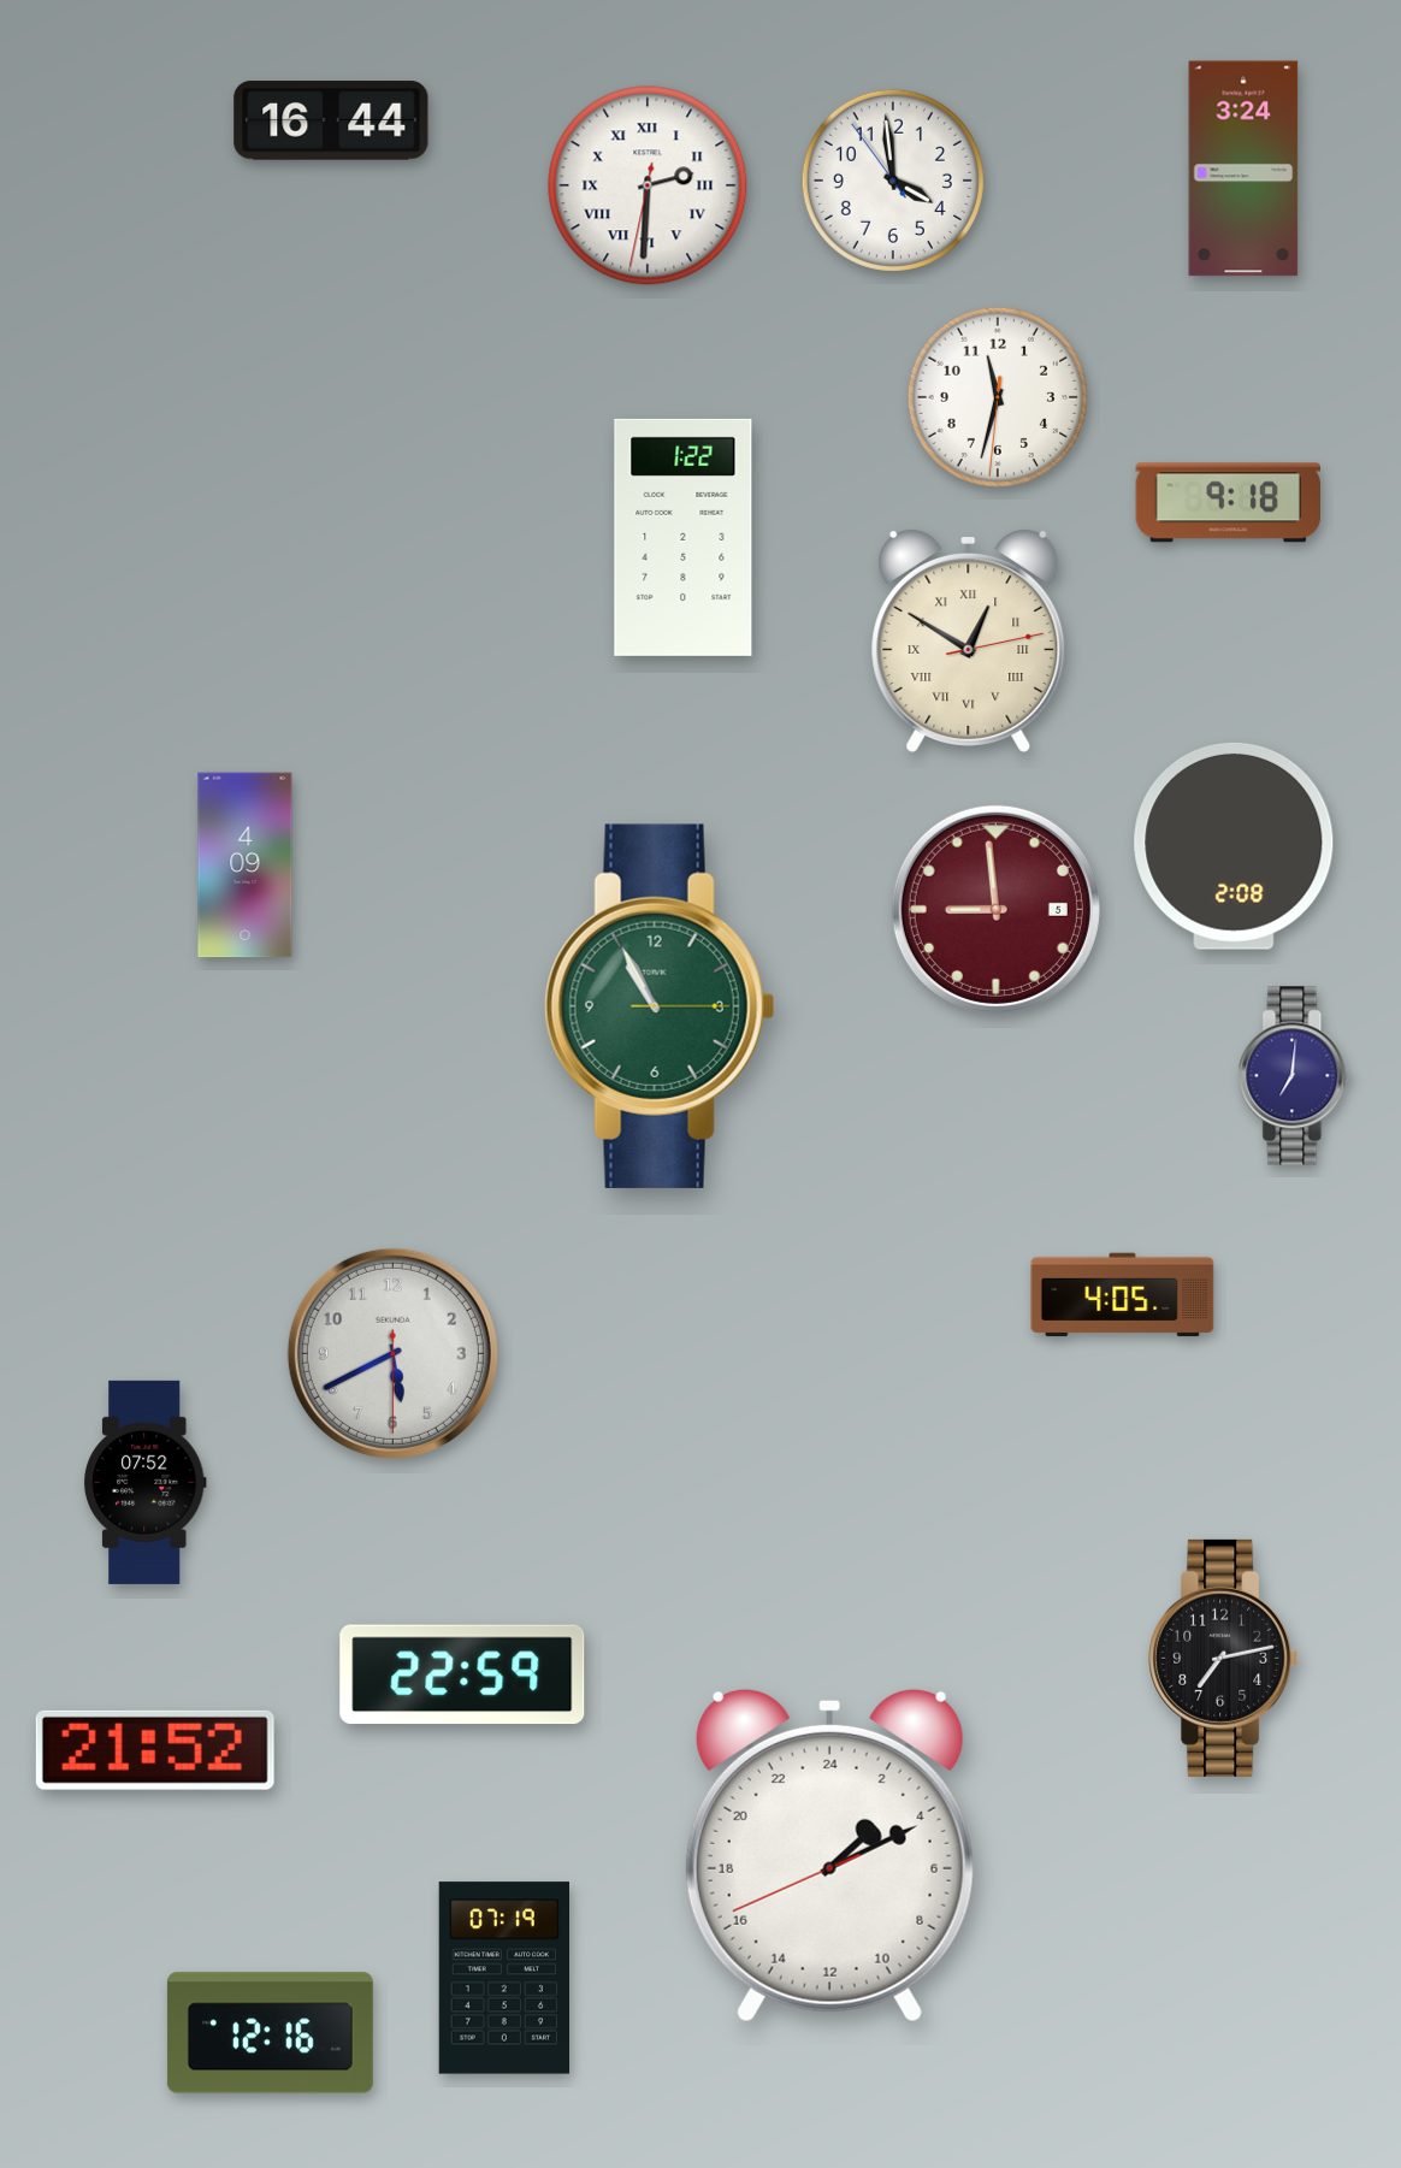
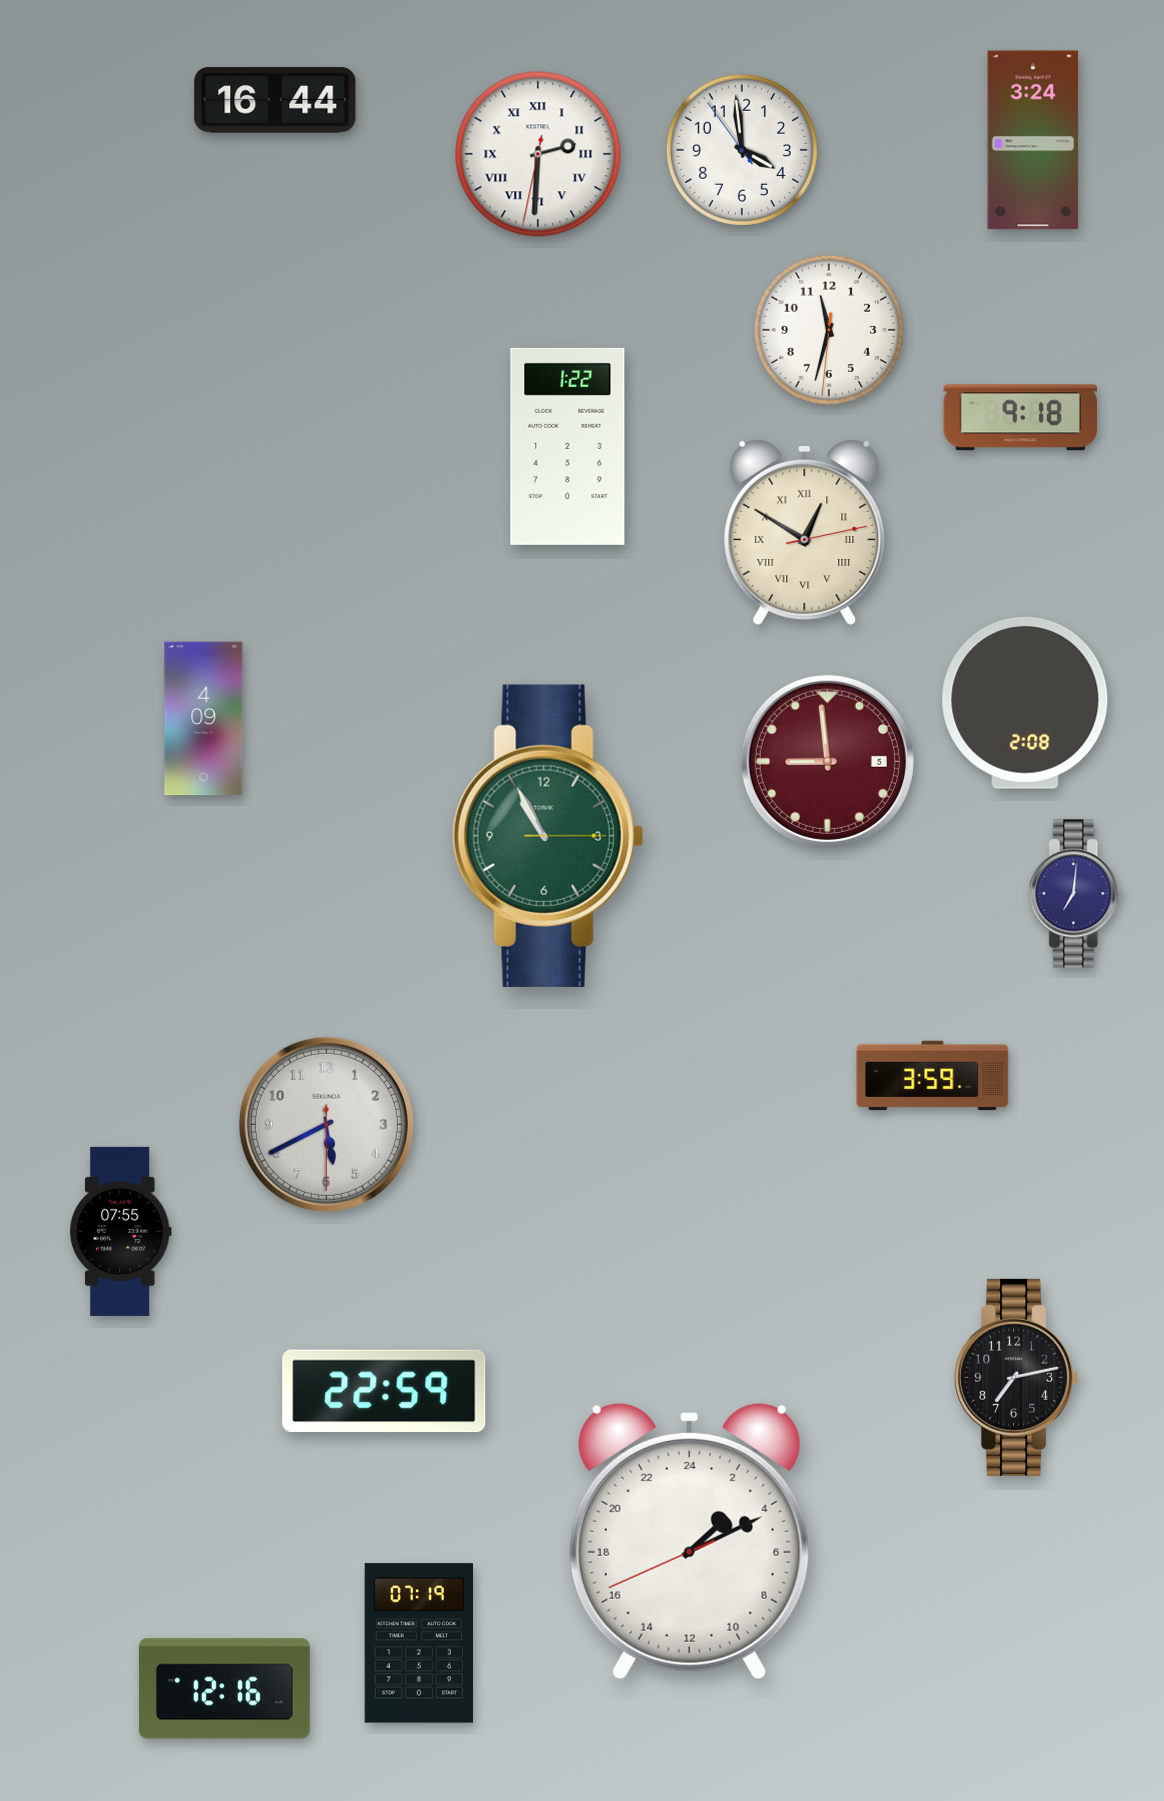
clock at (995, 909) position: (995, 909) -> (827, 761)
clock at (1123, 1295): 4:05 -> 3:59
clock at (144, 1482): 07:52 -> 07:55
clock at (155, 1750): 21:52 -> none
